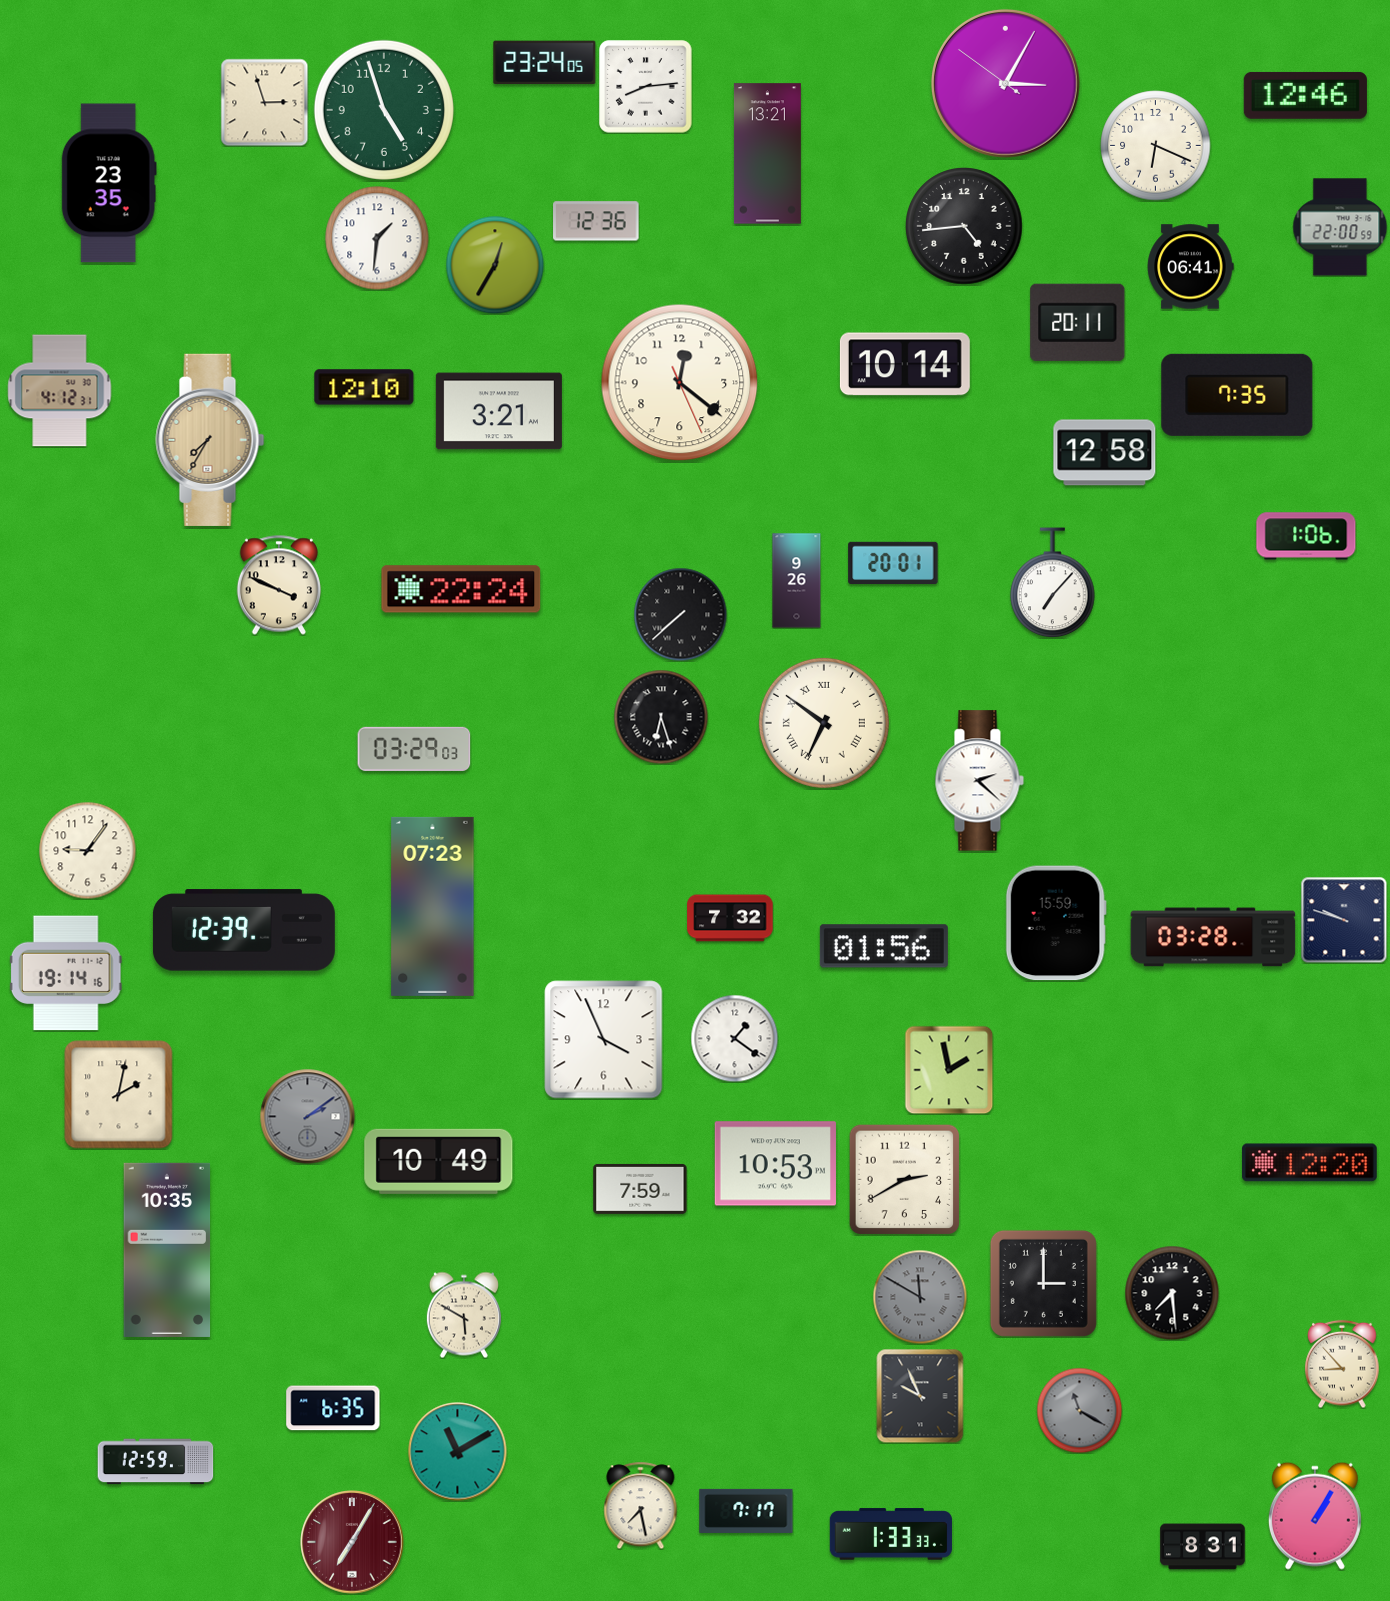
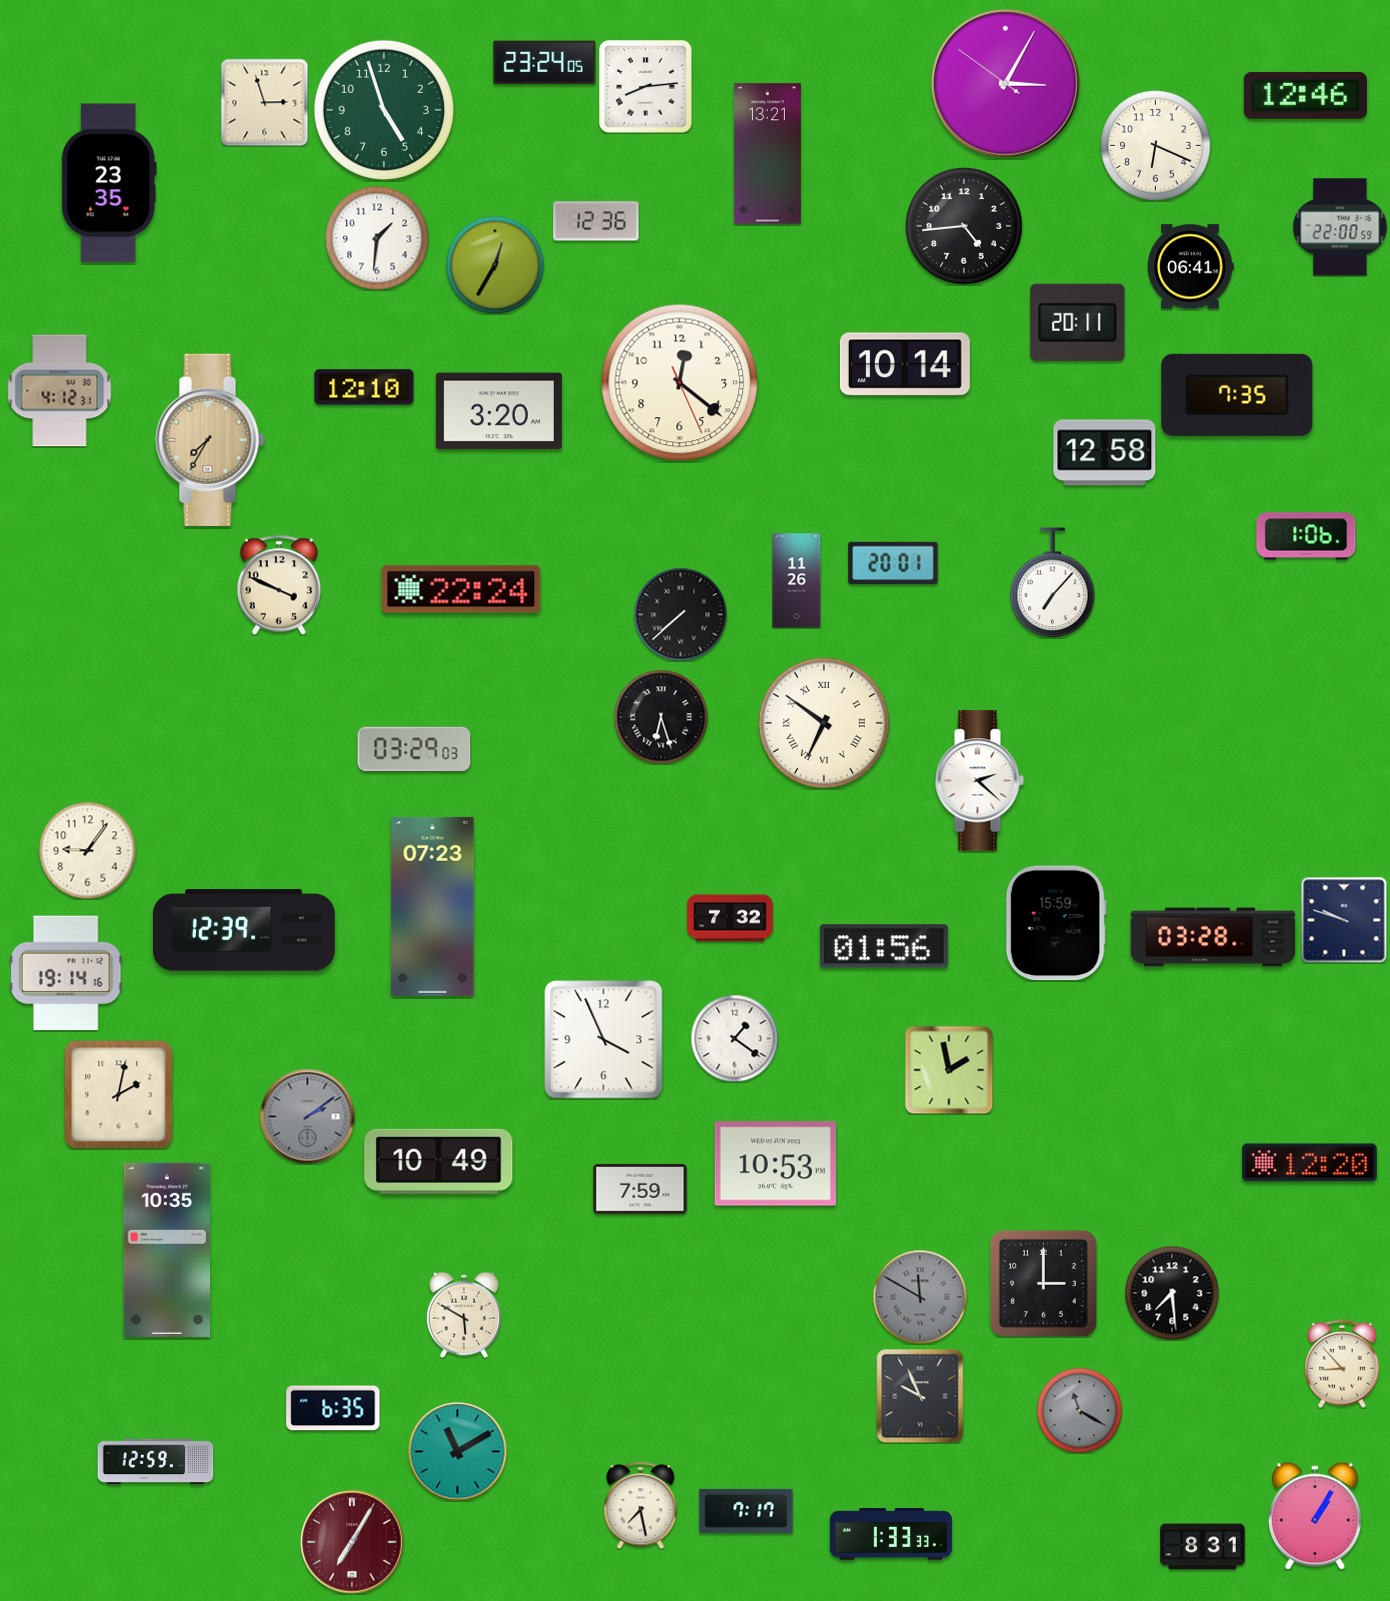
clock at (499, 411): 3:21 -> 3:20
clock at (797, 581): 9:26 -> 11:26
clock at (904, 1179): 2:40 -> none
